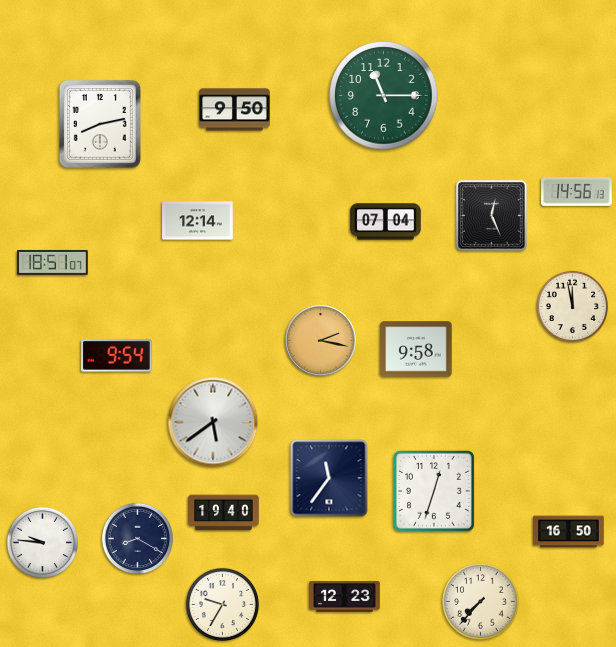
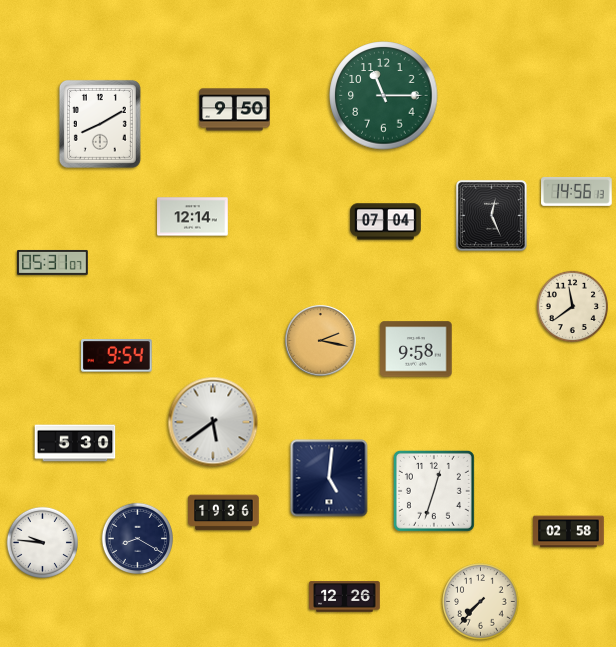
clock at (100, 124): 8:13 -> 8:10
clock at (198, 221) position: (198, 221) -> (193, 217)
clock at (53, 262): 18:51 -> 05:31
clock at (572, 306): 11:58 -> 11:39
clock at (75, 443): none -> 5:30
clock at (329, 478): 11:36 -> 5:01
clock at (224, 513): 19:40 -> 19:36
clock at (569, 532): 16:50 -> 02:58
clock at (345, 597): 12:23 -> 12:26
clock at (222, 604): 9:35 -> none
